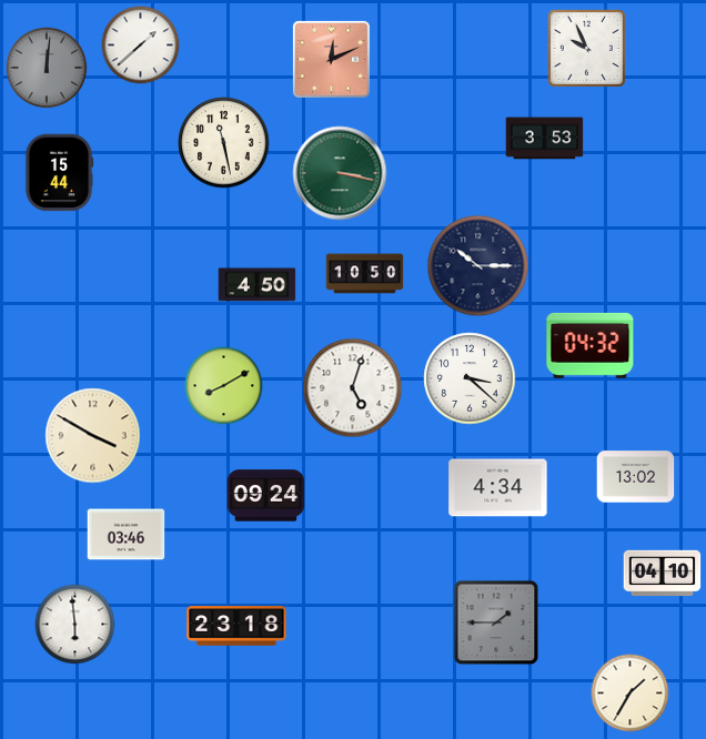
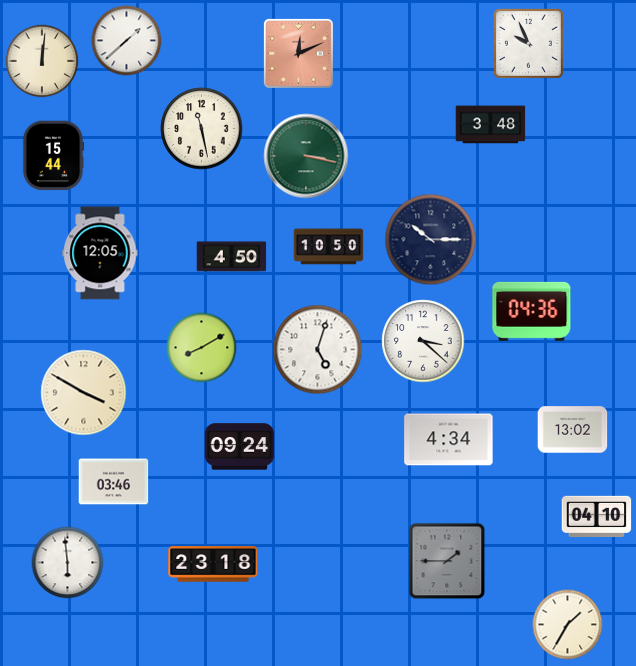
clock at (47, 68) dial: grey -> cream
clock at (545, 139): 3:53 -> 3:48
clock at (100, 253): none -> 12:05
clock at (591, 345): 04:32 -> 04:36
